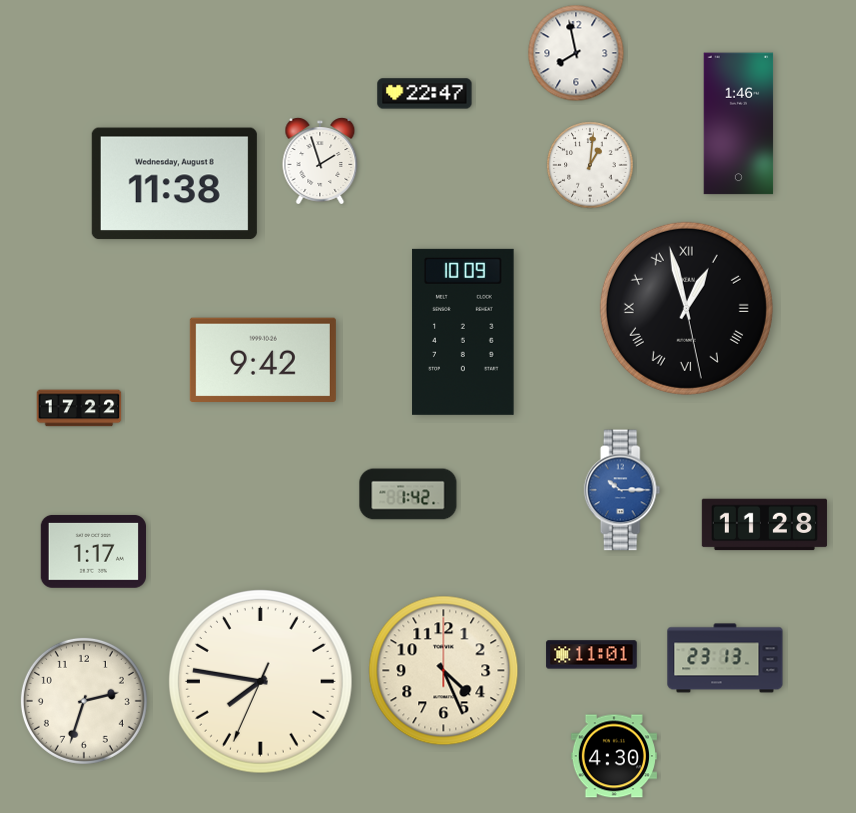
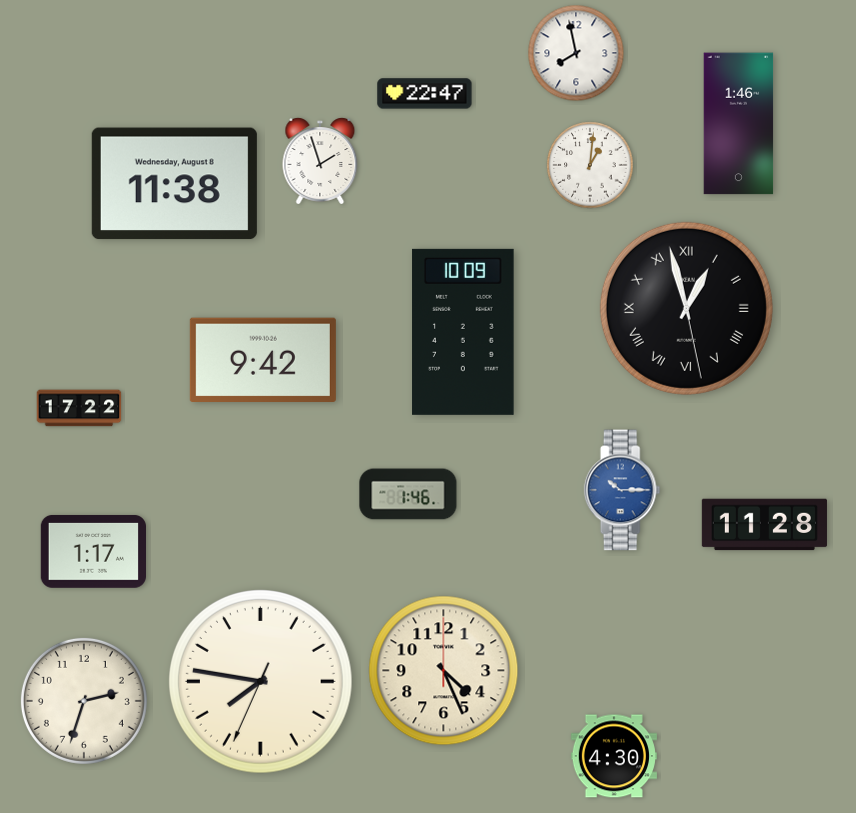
clock at (408, 494): 1:42 -> 1:46
clock at (592, 655): 11:01 -> none
clock at (725, 658): 23:13 -> none
